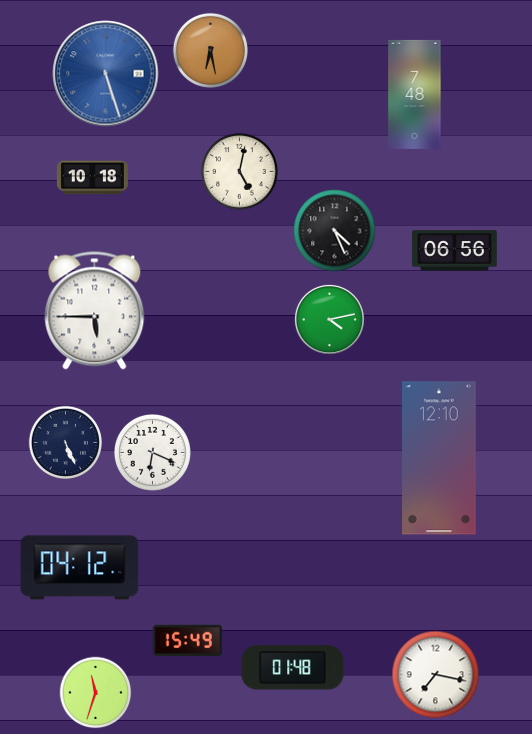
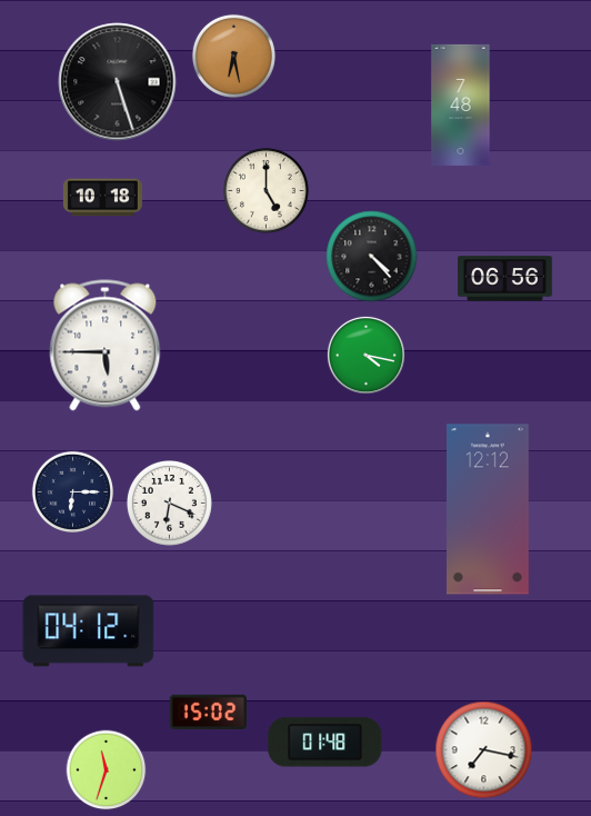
clock at (106, 74) dial: blue -> black
clock at (240, 172): 5:02 -> 5:00
clock at (335, 231): 4:26 -> 4:23
clock at (329, 319): 4:13 -> 4:17
clock at (66, 443): 5:26 -> 6:15
clock at (440, 458): 12:10 -> 12:12
clock at (187, 640): 15:49 -> 15:02
